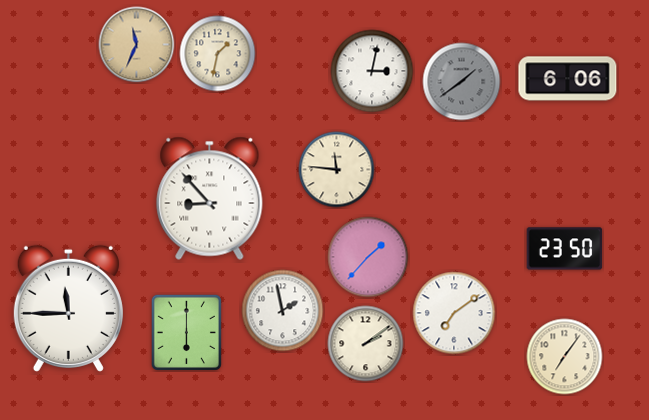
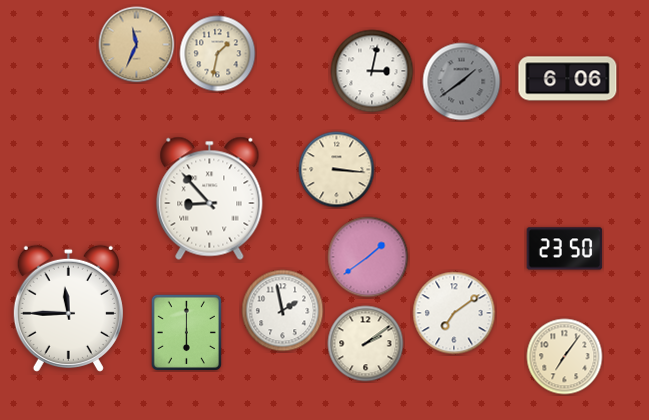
clock at (337, 170): 11:46 -> 3:16
clock at (368, 257): 1:37 -> 1:39
